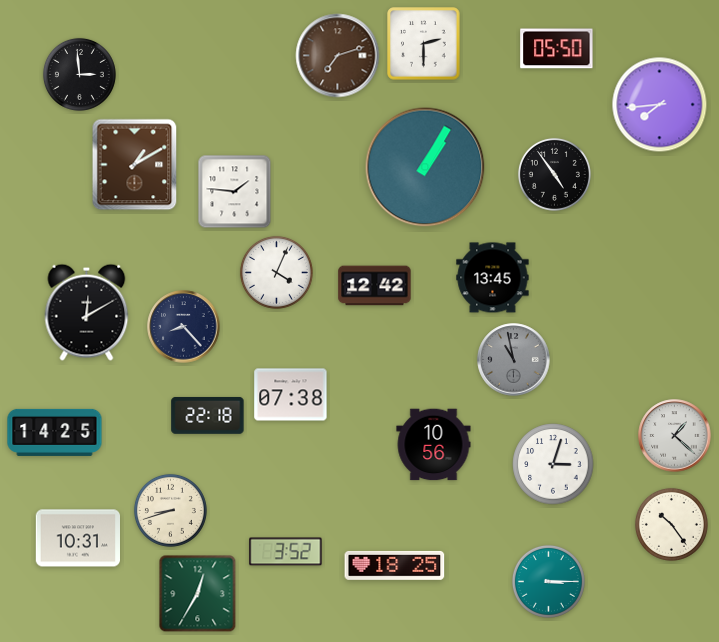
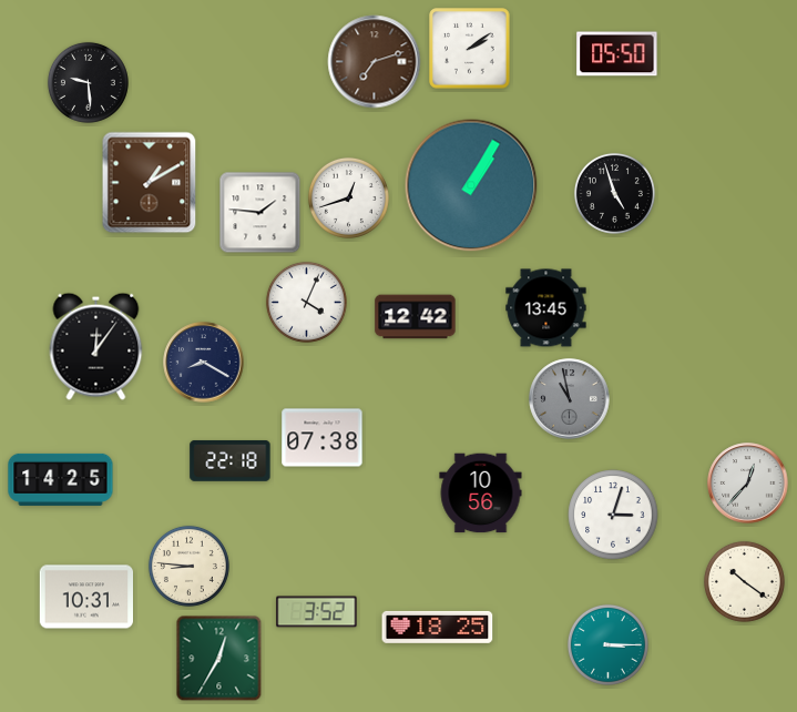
clock at (424, 44): 2:30 -> 2:09
clock at (79, 74): 2:59 -> 9:29
clock at (660, 105): 7:44 -> none
clock at (554, 174): 4:54 -> 4:57
clock at (348, 197): none -> 12:42
clock at (87, 312): 12:10 -> 12:06
clock at (184, 327): 8:23 -> 8:20
clock at (675, 436): 1:22 -> 12:37
clock at (170, 510): 8:42 -> 8:46
clock at (671, 524): 10:24 -> 10:21
